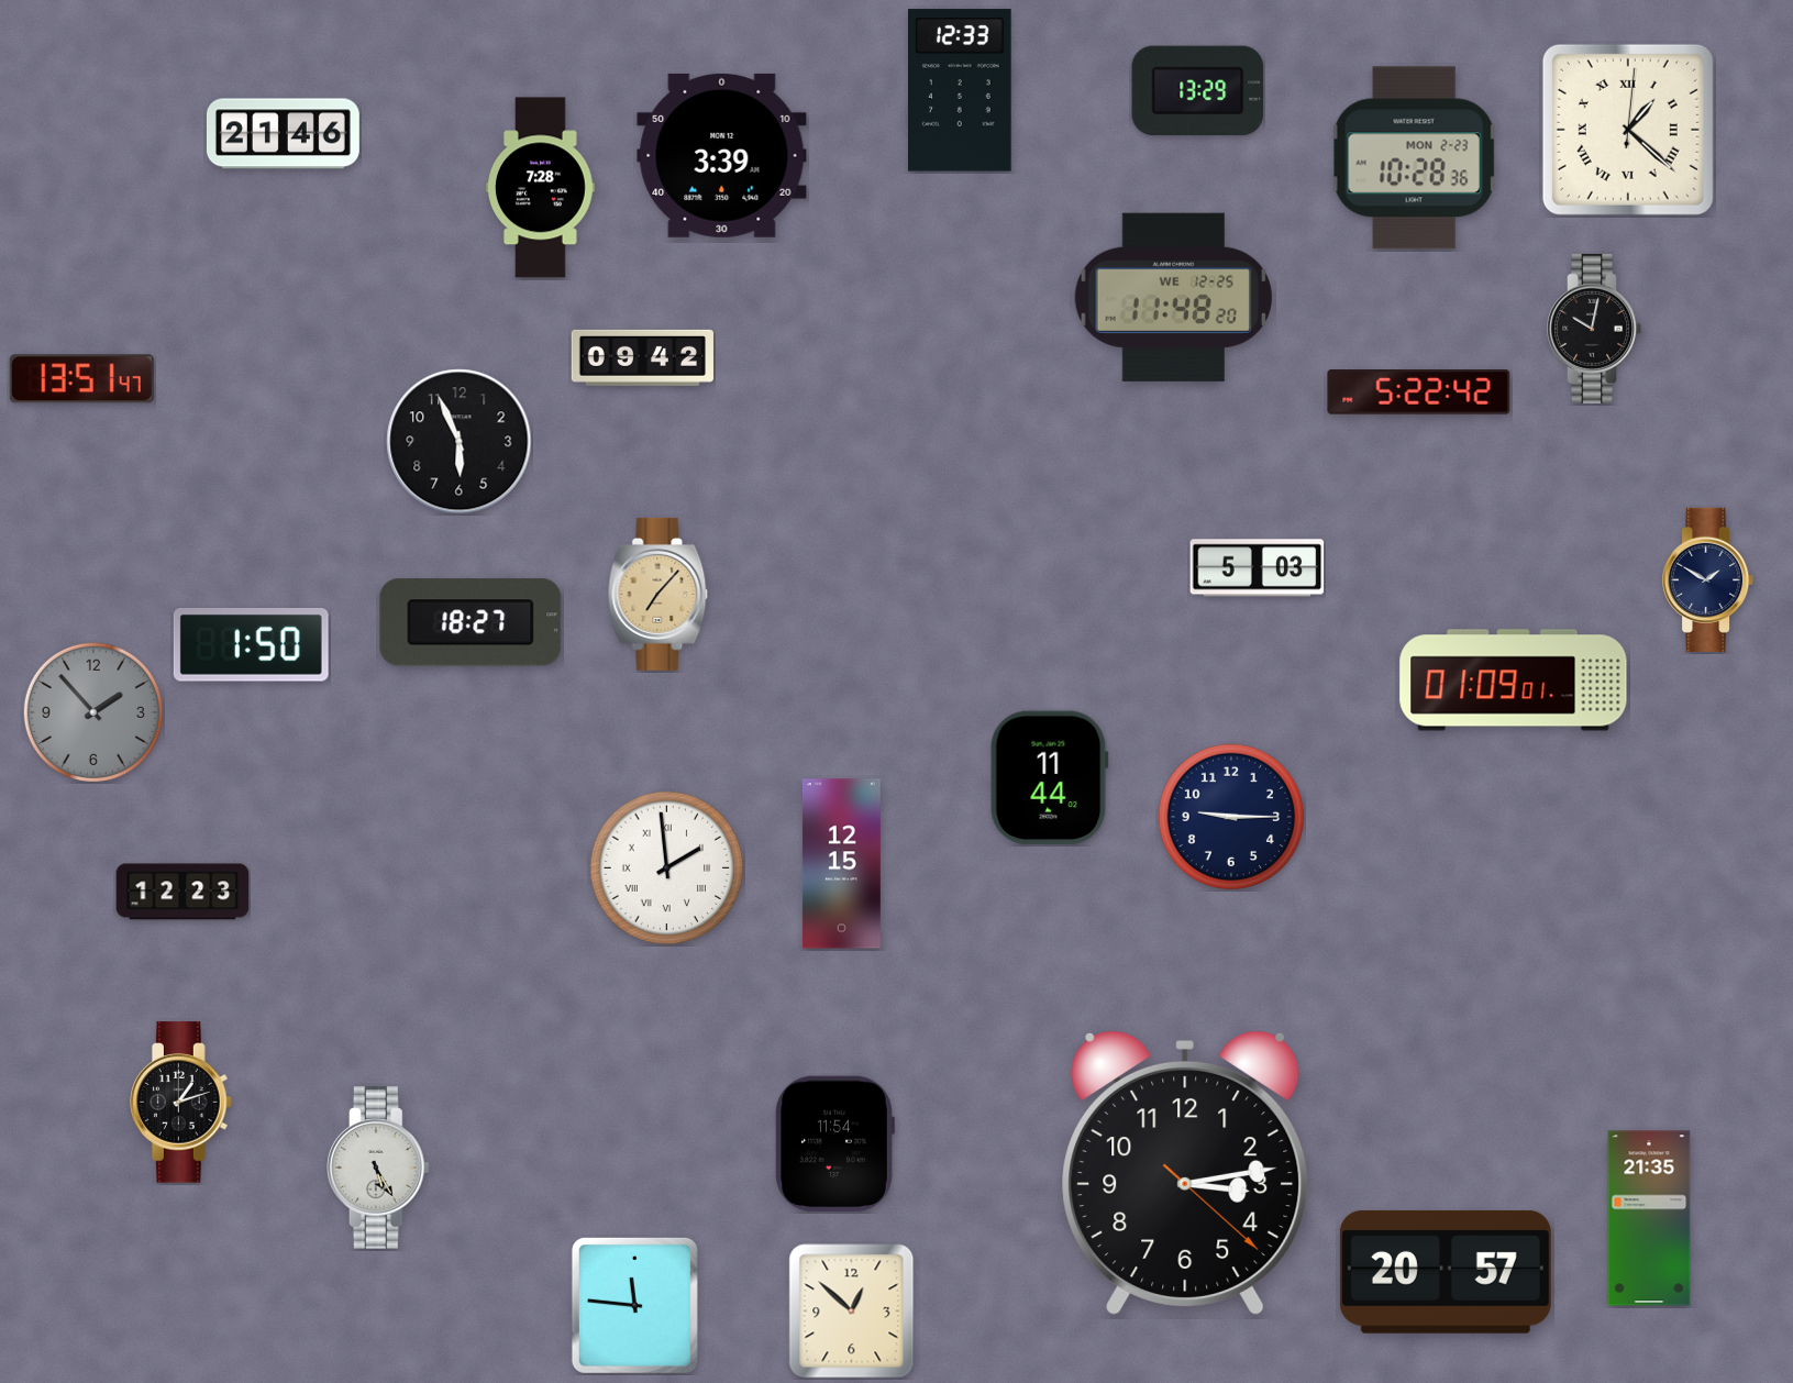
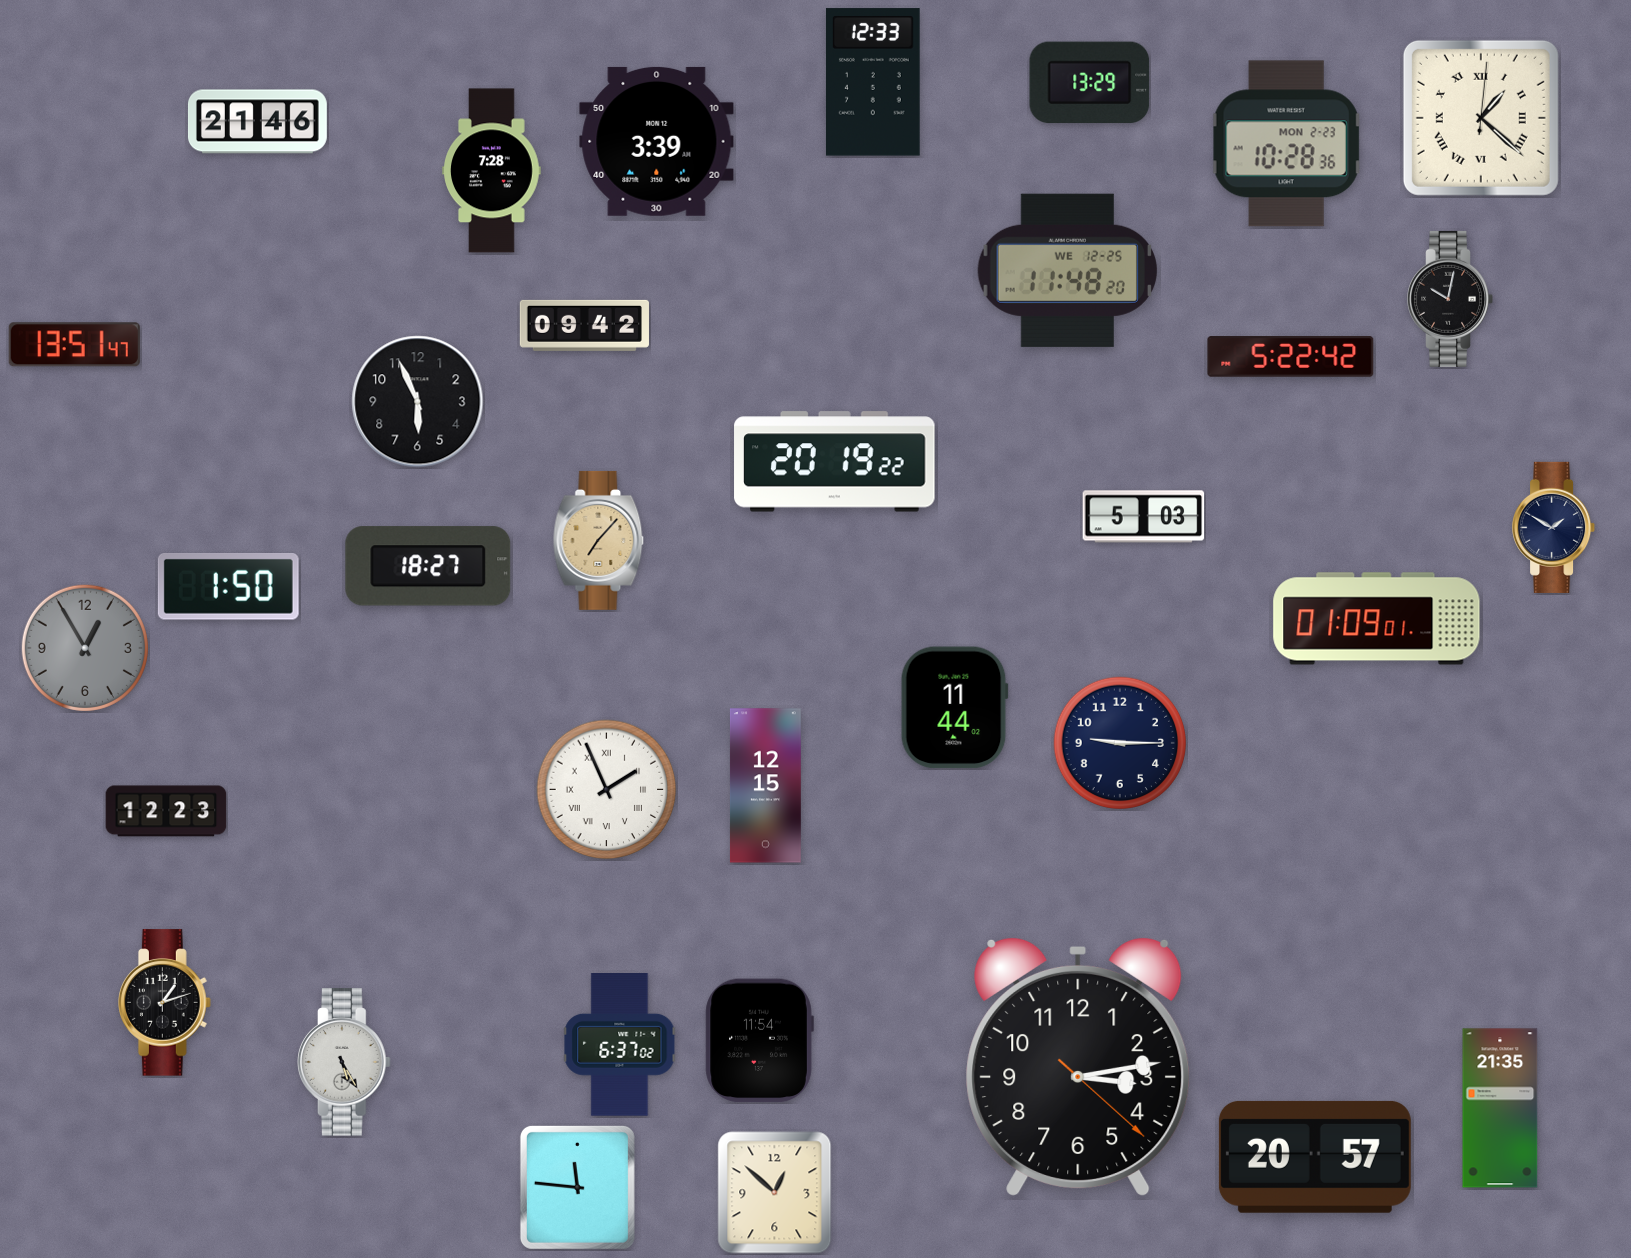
clock at (835, 462): none -> 20:19
clock at (93, 712): 1:53 -> 12:55
clock at (667, 868): 1:59 -> 1:56
clock at (620, 1045): none -> 6:37
